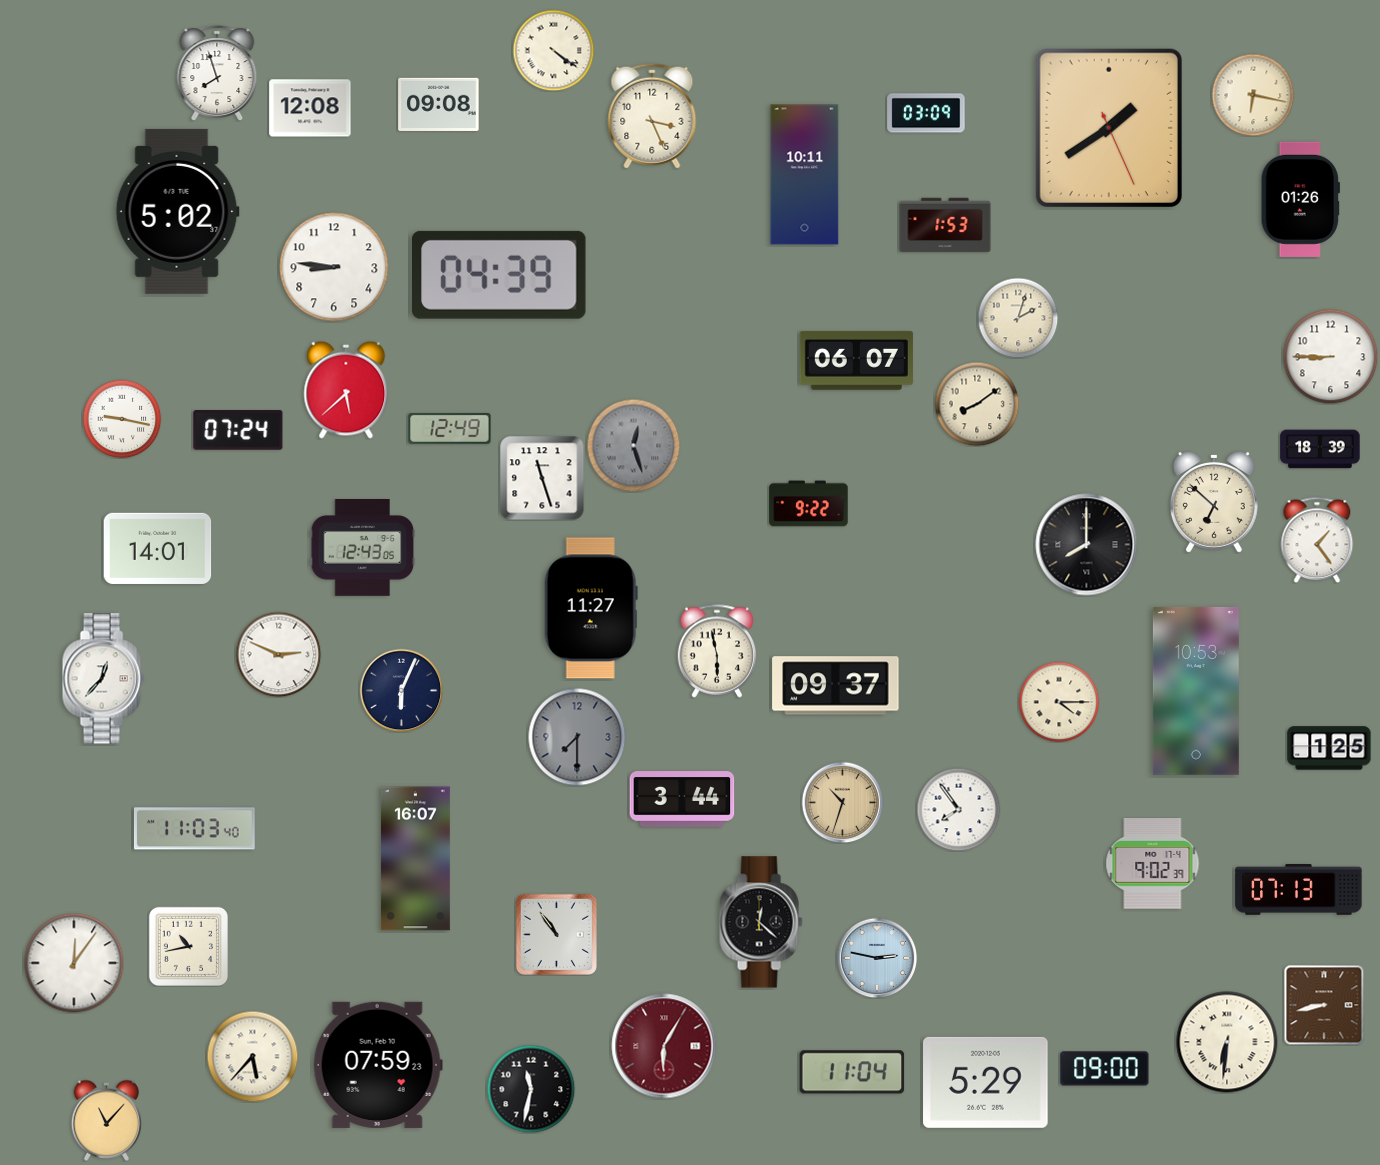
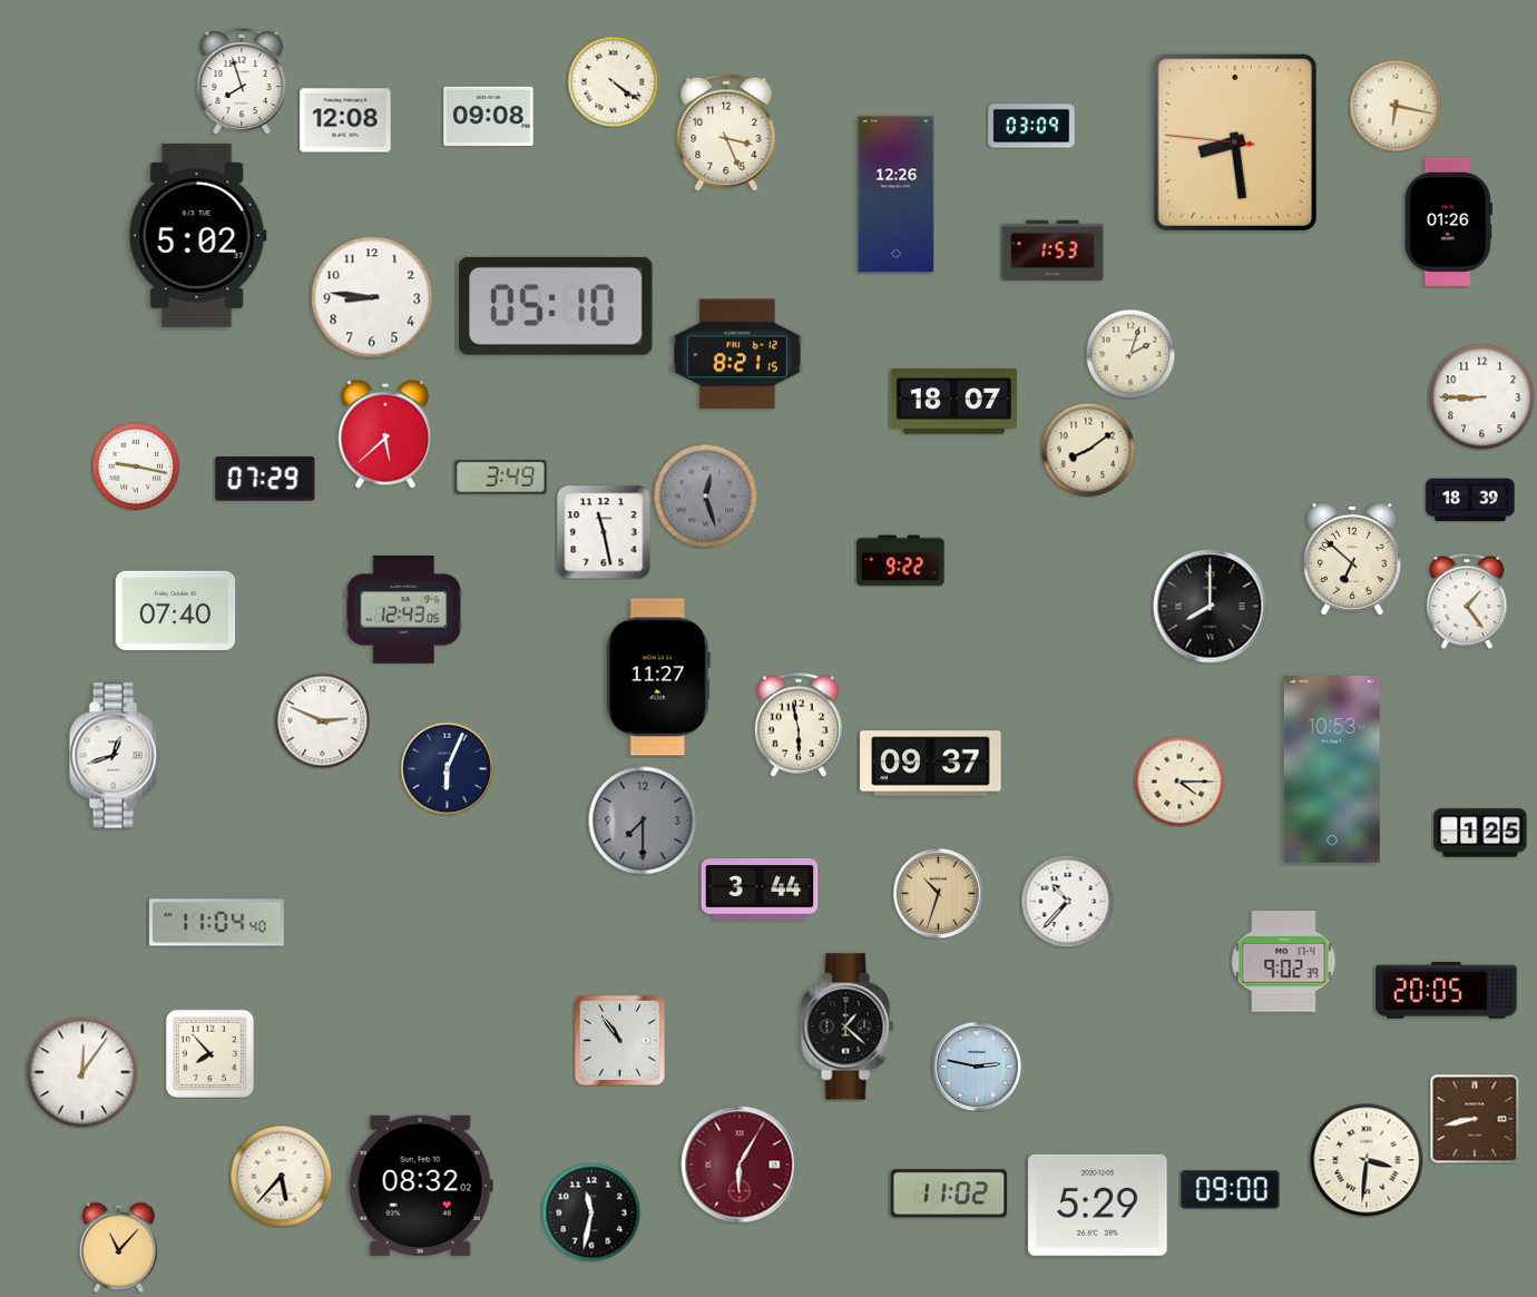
clock at (553, 50) position: (553, 50) -> (613, 81)
clock at (652, 116) position: (652, 116) -> (726, 132)
clock at (1109, 128): 1:39 -> 8:28
clock at (805, 175): 10:11 -> 12:26
clock at (500, 275): 04:39 -> 05:10
clock at (737, 354): none -> 8:21
clock at (1018, 318) position: (1018, 318) -> (1130, 354)
clock at (856, 360): 06:07 -> 18:07
clock at (450, 428): 12:49 -> 3:49
clock at (238, 430): 07:24 -> 07:29
clock at (542, 478): 11:27 -> 11:28
clock at (158, 548): 14:01 -> 07:40
clock at (278, 654) position: (278, 654) -> (322, 720)
clock at (103, 679): 12:37 -> 12:42
clock at (958, 809): 7:54 -> 10:37
clock at (194, 829): 11:03 -> 11:04
clock at (415, 859): 16:07 -> none
clock at (1299, 889): 07:13 -> 20:05
clock at (761, 922): 12:22 -> 1:22
clock at (188, 946): 10:43 -> 7:53
clock at (1227, 1042): 6:31 -> 3:31
clock at (378, 1065): 07:59 -> 08:32
clock at (852, 1072): 11:04 -> 11:02
